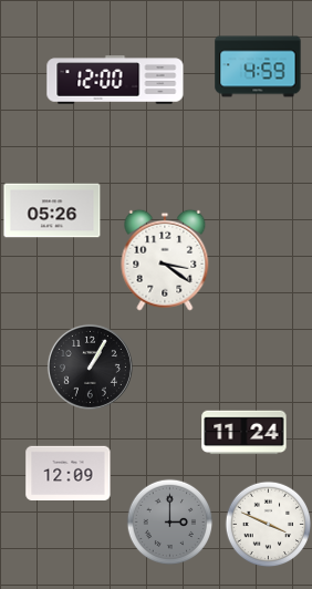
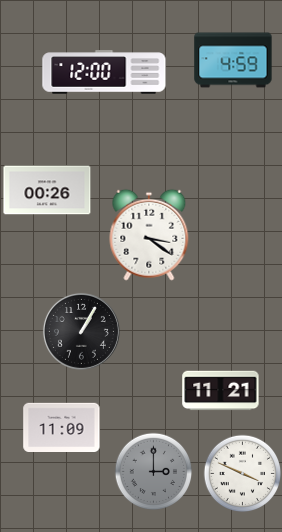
clock at (52, 210): 05:26 -> 00:26
clock at (245, 433): 11:24 -> 11:21
clock at (69, 473): 12:09 -> 11:09
